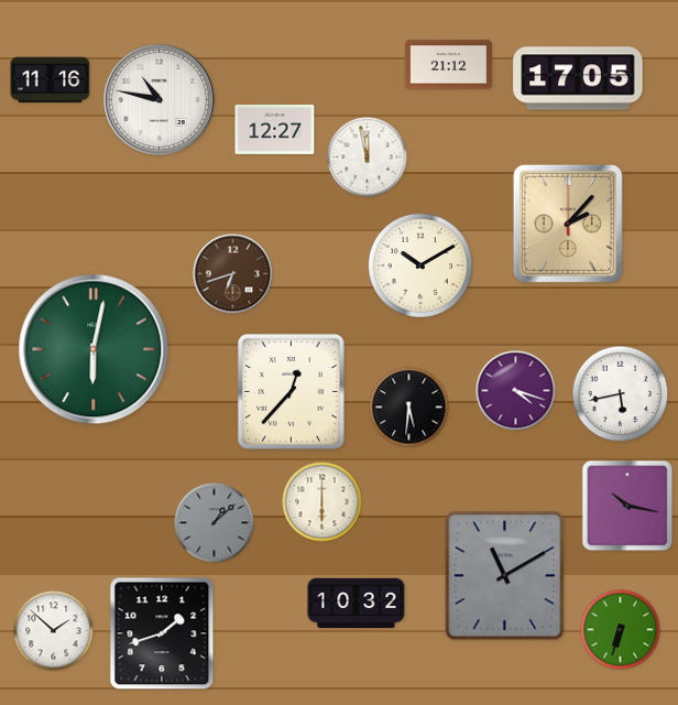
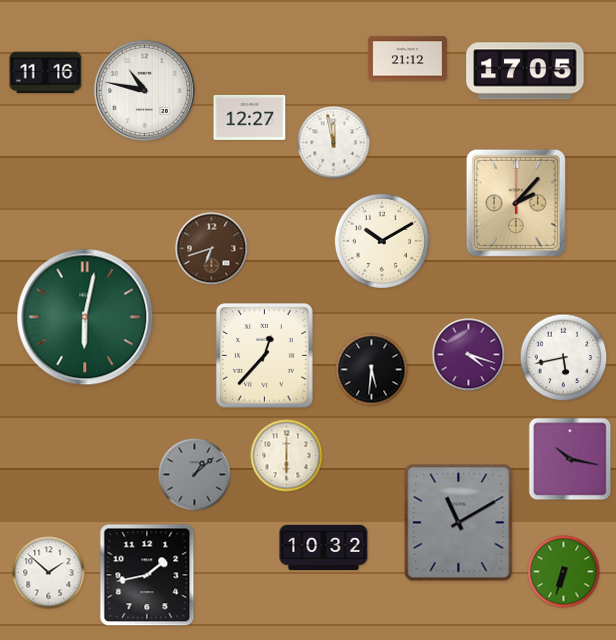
clock at (322, 502) position: (322, 502) -> (287, 456)
clock at (162, 633): 1:42 -> 1:43
